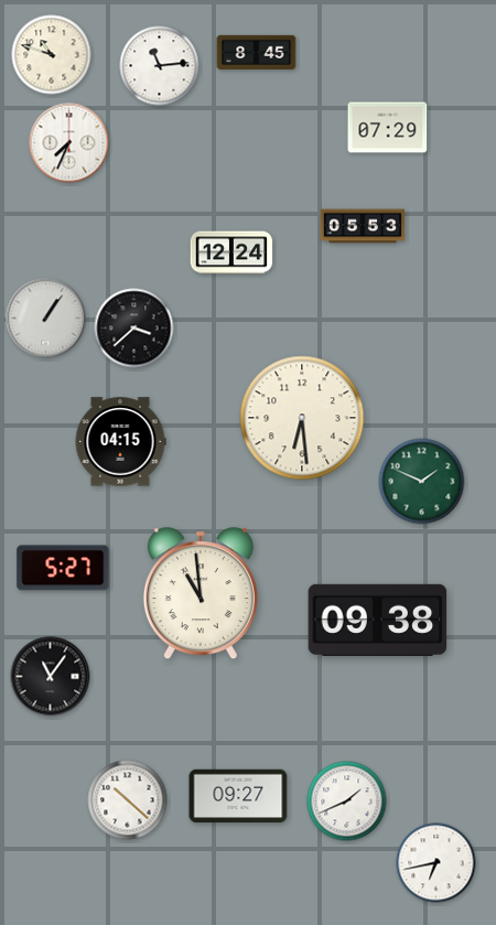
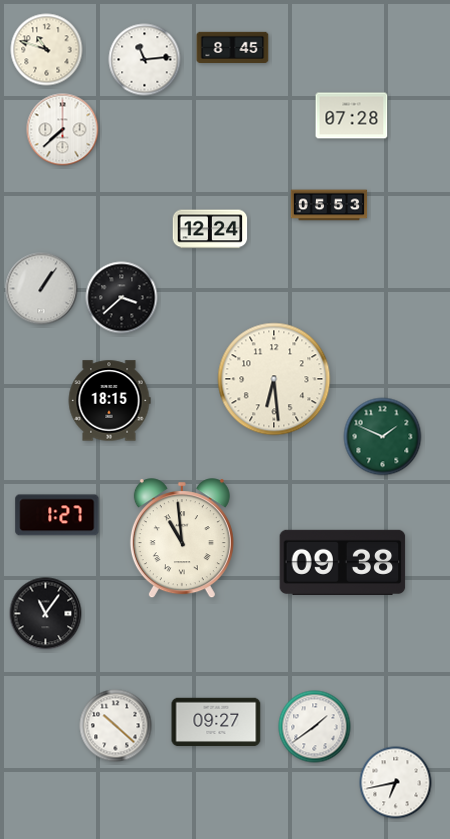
clock at (388, 128): 07:29 -> 07:28
clock at (69, 143): 7:34 -> 7:38
clock at (120, 442): 04:15 -> 18:15
clock at (63, 568): 5:27 -> 1:27
clock at (347, 802): 1:41 -> 1:39
